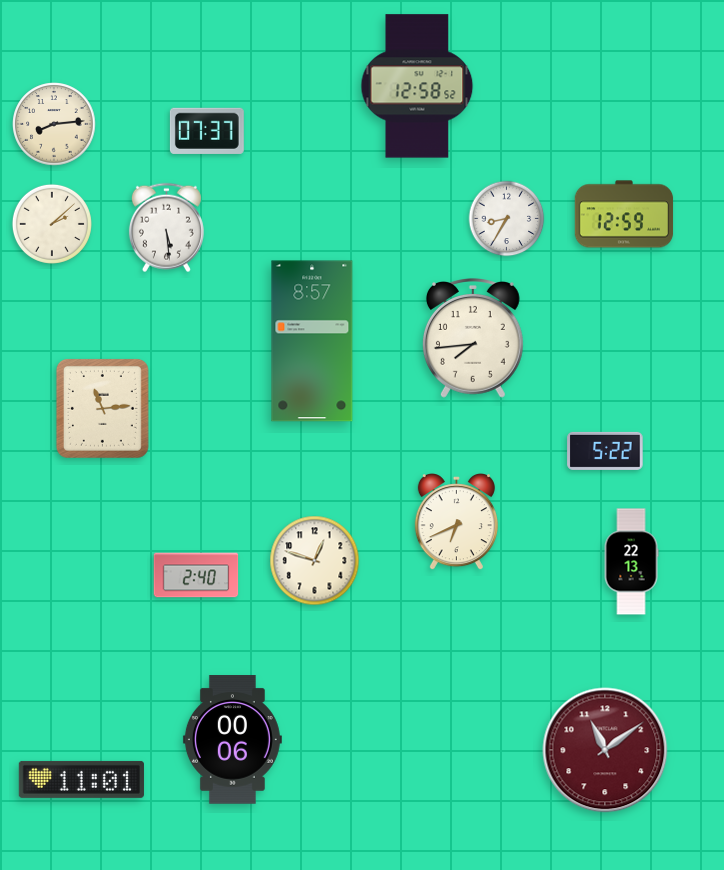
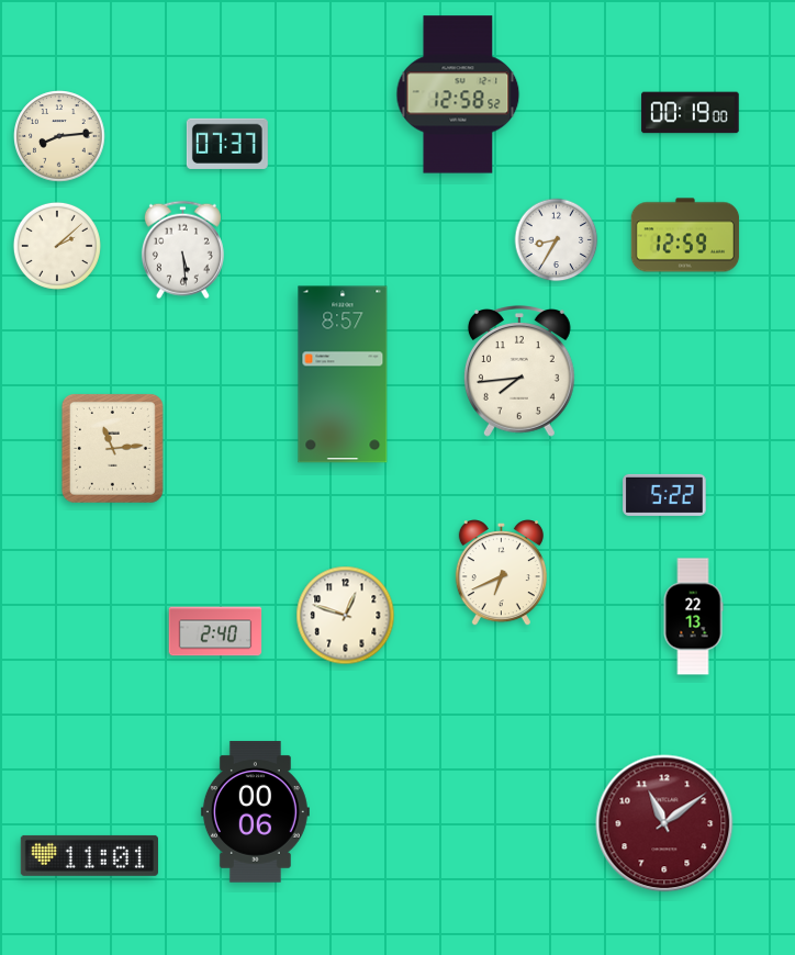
clock at (691, 113): none -> 00:19
